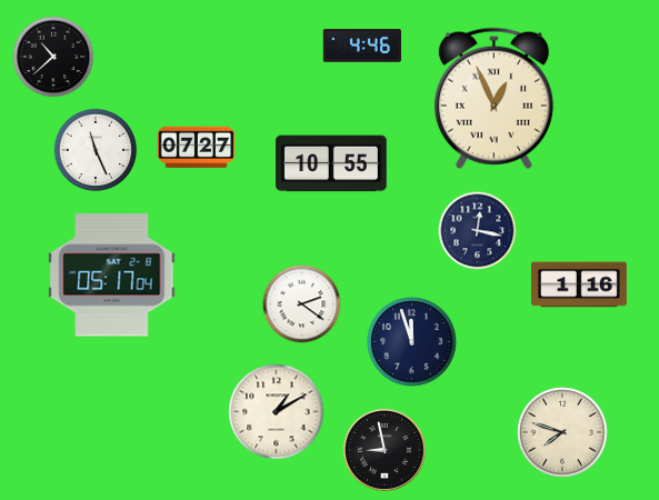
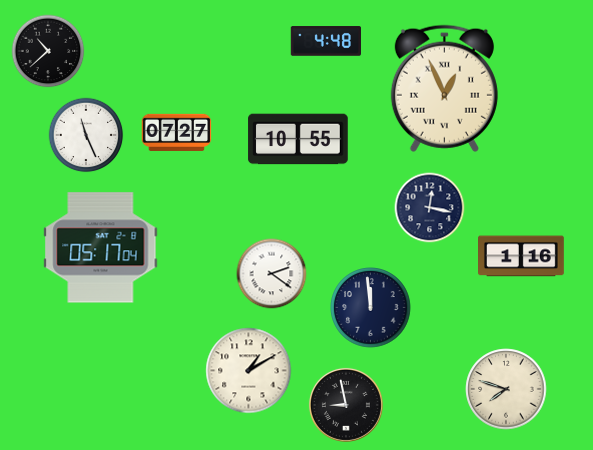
clock at (361, 46): 4:46 -> 4:48
clock at (331, 163) position: (331, 163) -> (298, 139)
clock at (412, 342): 11:57 -> 11:59
